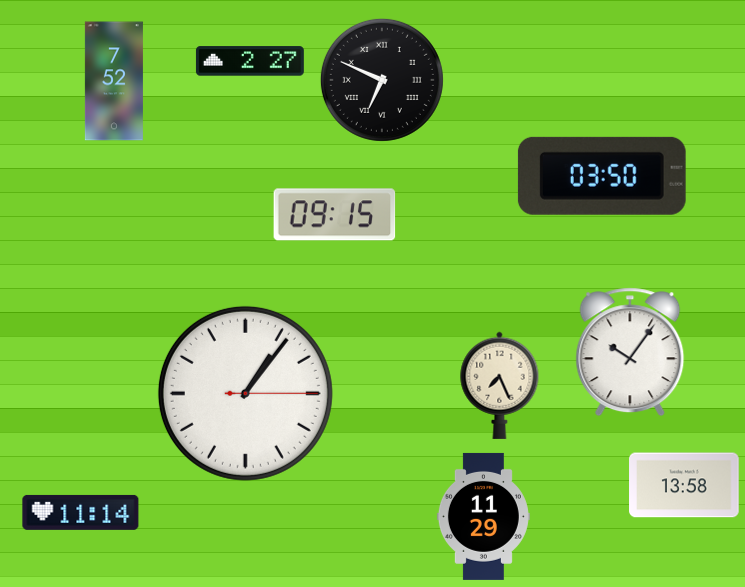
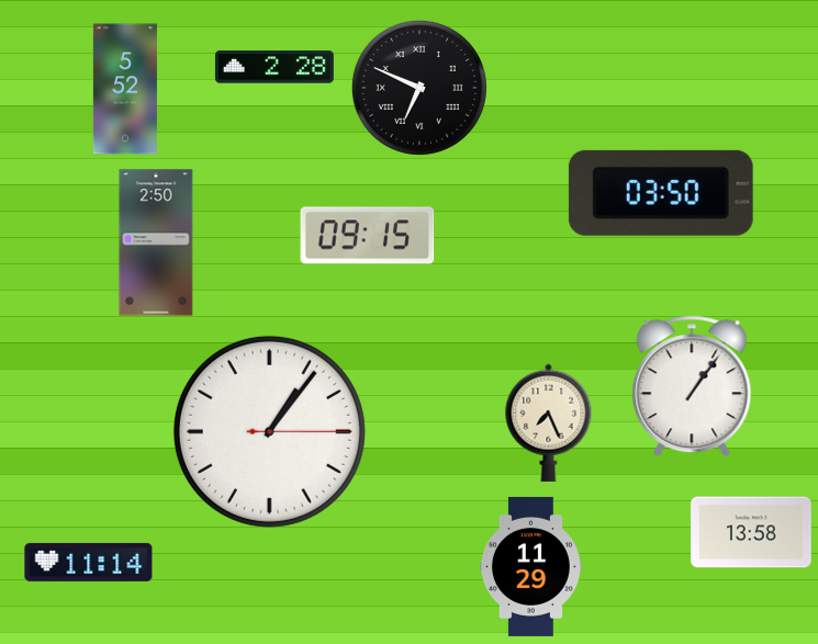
clock at (250, 61): 2:27 -> 2:28
clock at (114, 81): 7:52 -> 5:52
clock at (156, 242): none -> 2:50
clock at (630, 352): 10:06 -> 1:06
